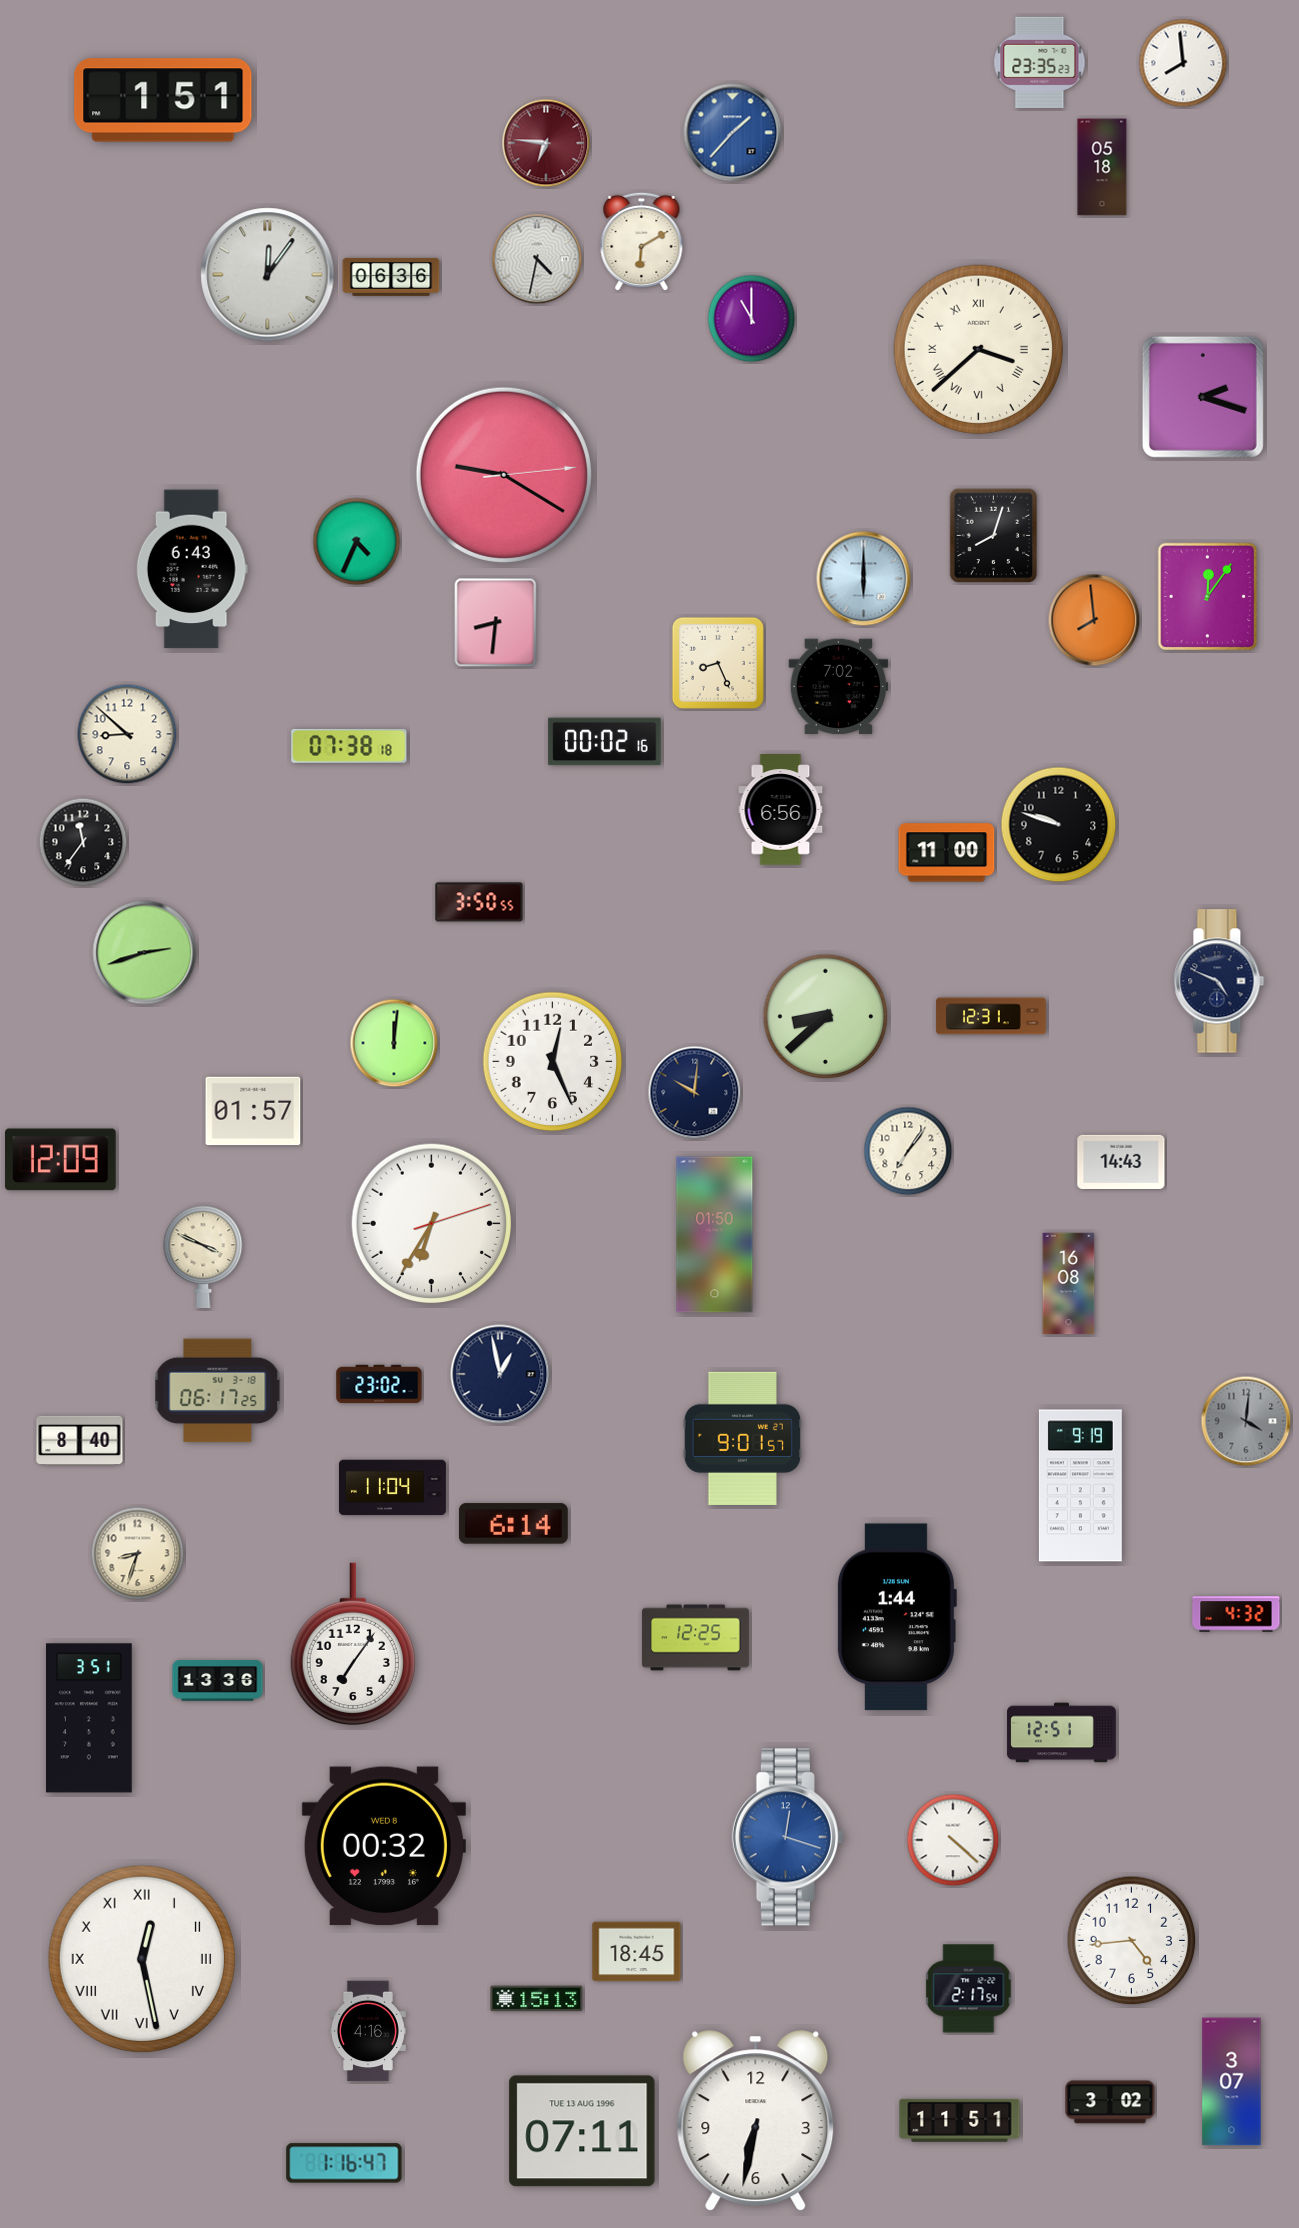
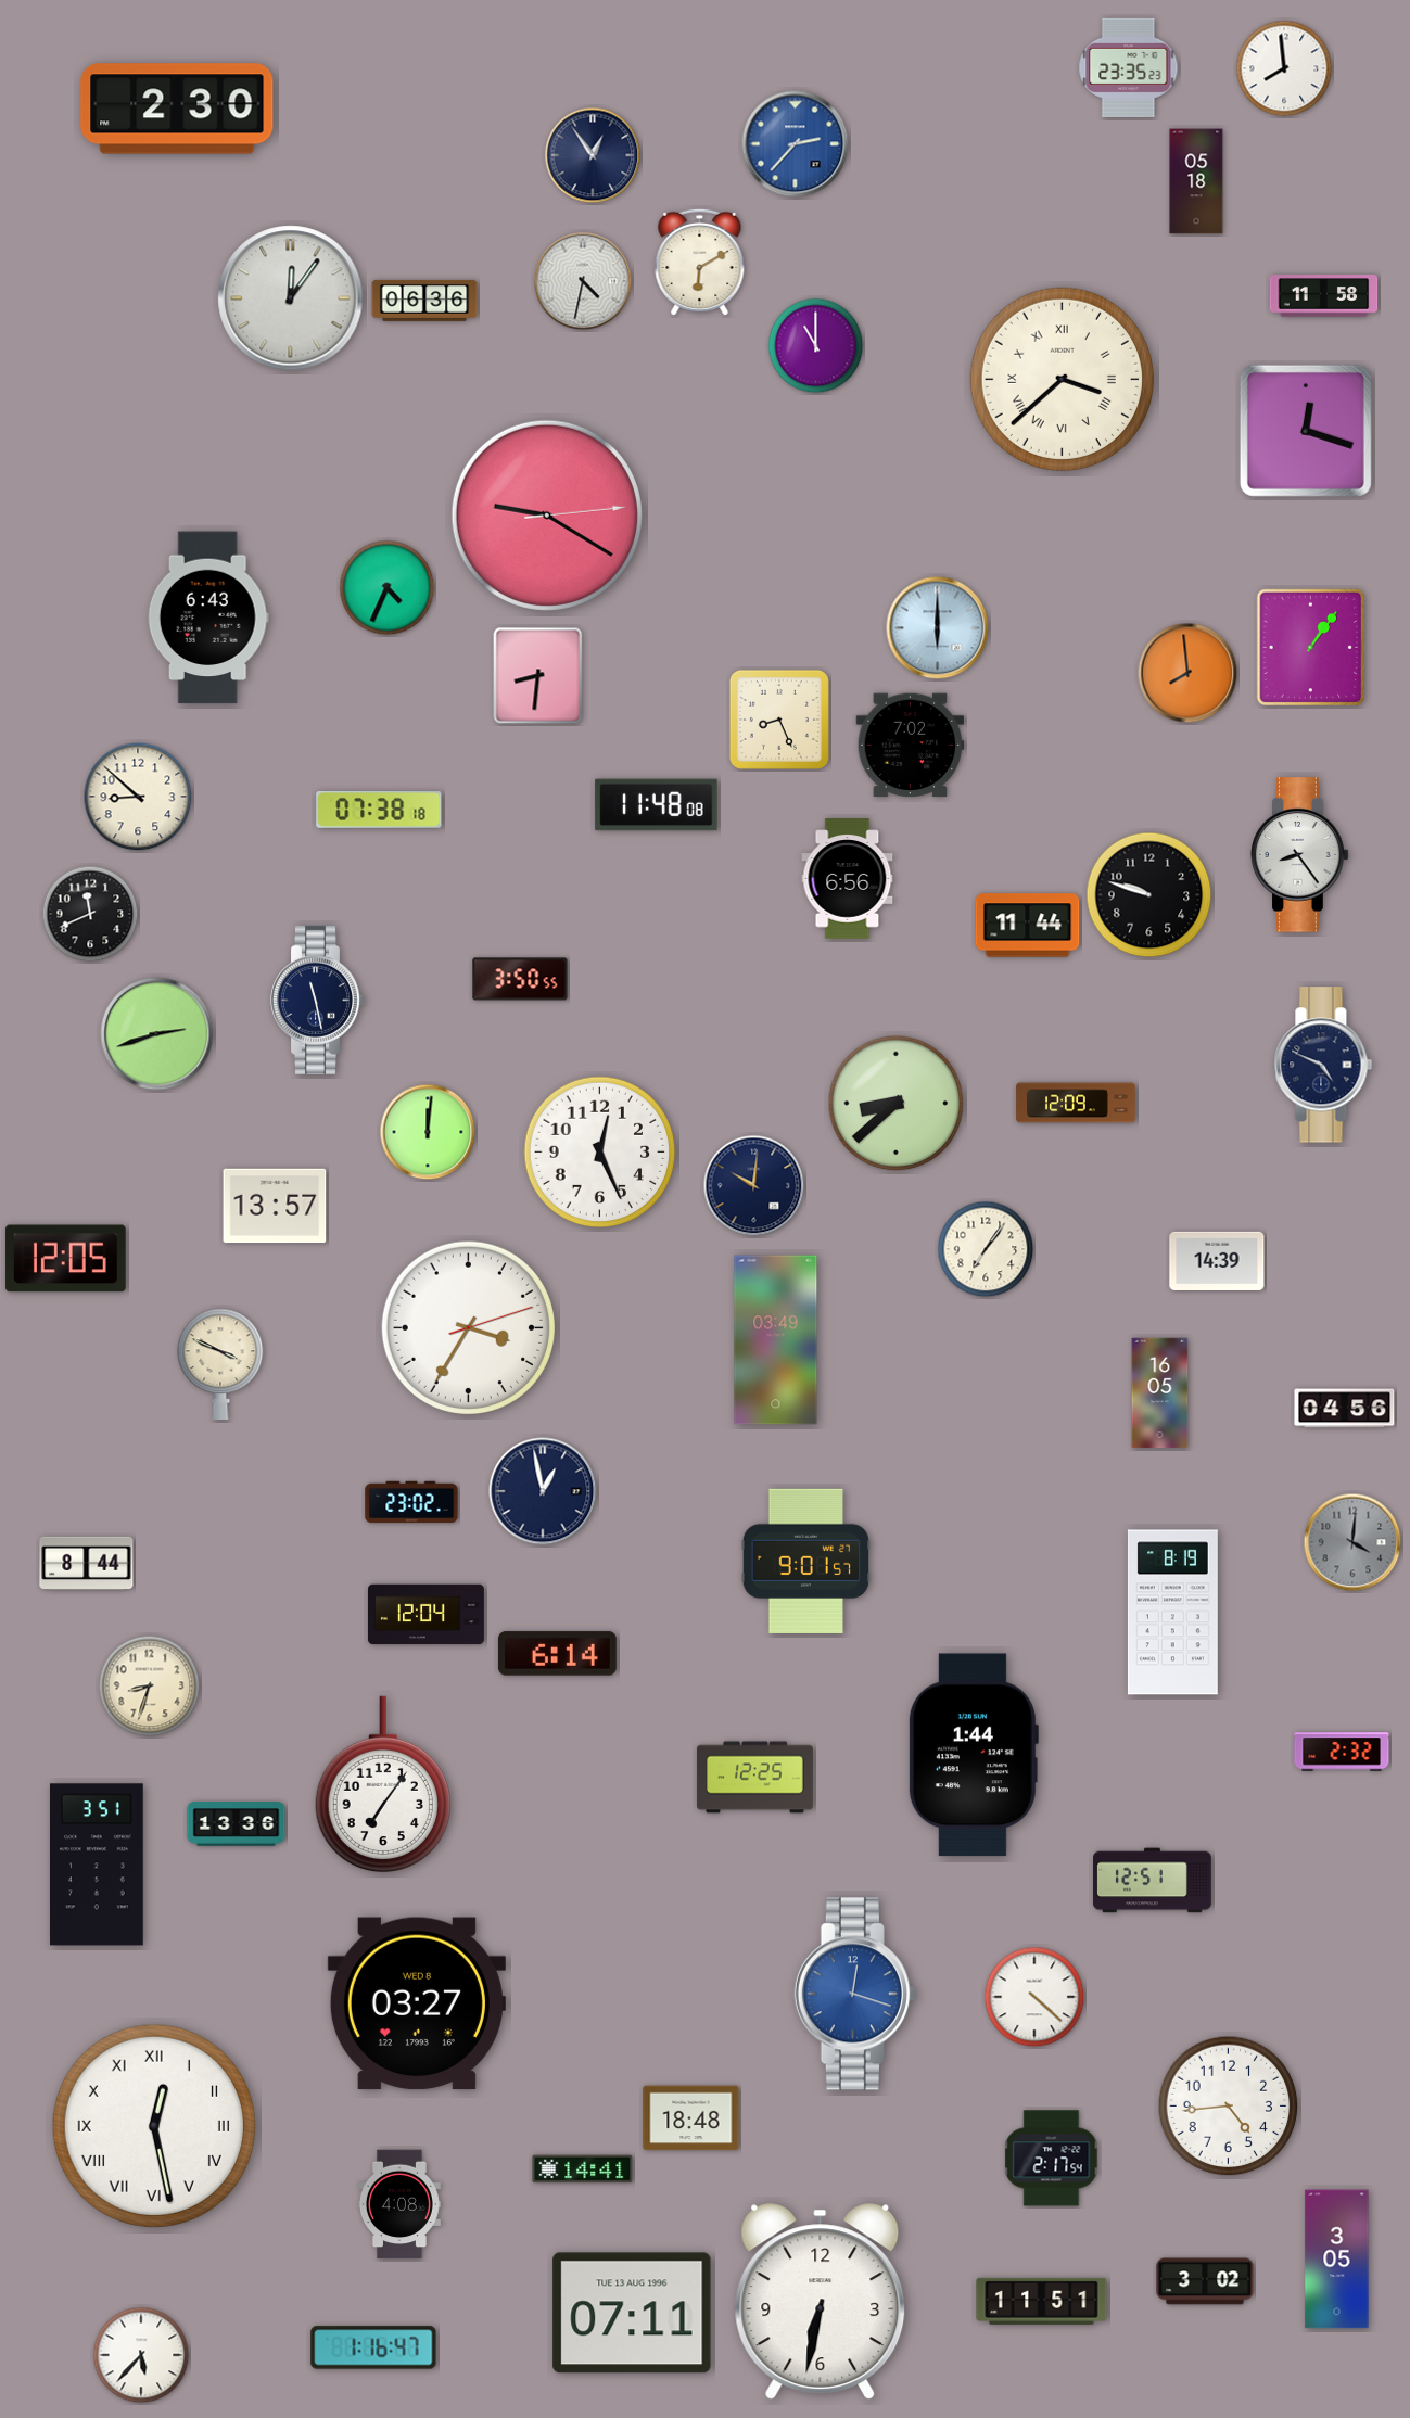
clock at (163, 100): 1:51 -> 2:30
clock at (733, 133): 1:37 -> 2:37
clock at (546, 143): 6:46 -> 12:54
clock at (546, 143) dial: burgundy -> navy
clock at (642, 242) position: (642, 242) -> (700, 263)
clock at (1324, 296): none -> 11:58
clock at (1203, 397): 2:18 -> 12:18
clock at (994, 536): 8:03 -> none
clock at (1208, 597): 12:06 -> 1:06
clock at (605, 742): 00:02 -> 11:48
clock at (1300, 855): none -> 8:24
clock at (83, 842): 11:36 -> 11:41
clock at (947, 853): 11:00 -> 11:44
clock at (318, 1000): none -> 11:28
clock at (991, 1016): 12:31 -> 12:09
clock at (253, 1111): 01:57 -> 13:57
clock at (61, 1160): 12:09 -> 12:05
clock at (1121, 1161): 14:43 -> 14:39
clock at (431, 1223): 6:35 -> 3:35
clock at (715, 1235): 01:50 -> 03:49
clock at (1069, 1284): 16:08 -> 16:05
clock at (1345, 1409): none -> 04:56
clock at (218, 1391): 06:17 -> none
clock at (80, 1441): 8:40 -> 8:44
clock at (1080, 1486): 9:19 -> 8:19
clock at (392, 1488): 11:04 -> 12:04
clock at (1236, 1614): 4:32 -> 2:32
clock at (384, 1846): 00:32 -> 03:27
clock at (637, 1952): 18:45 -> 18:48
clock at (537, 1999): 15:13 -> 14:41
clock at (368, 2031): 4:16 -> 4:08
clock at (1232, 2082): 3:07 -> 3:05
clock at (141, 2355): none -> 5:37
